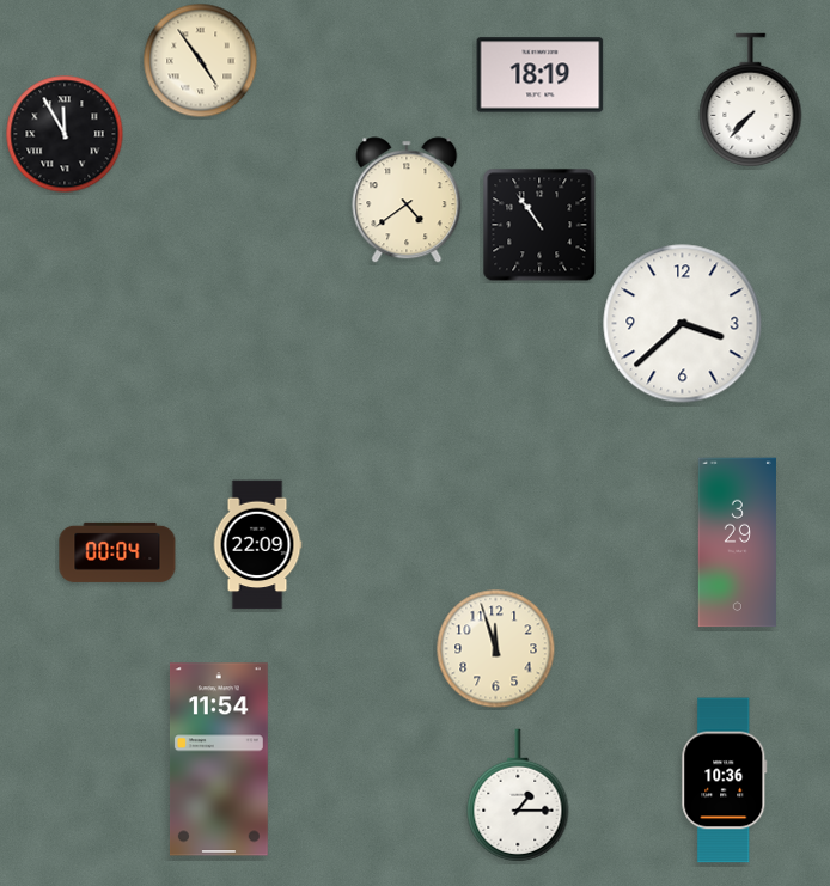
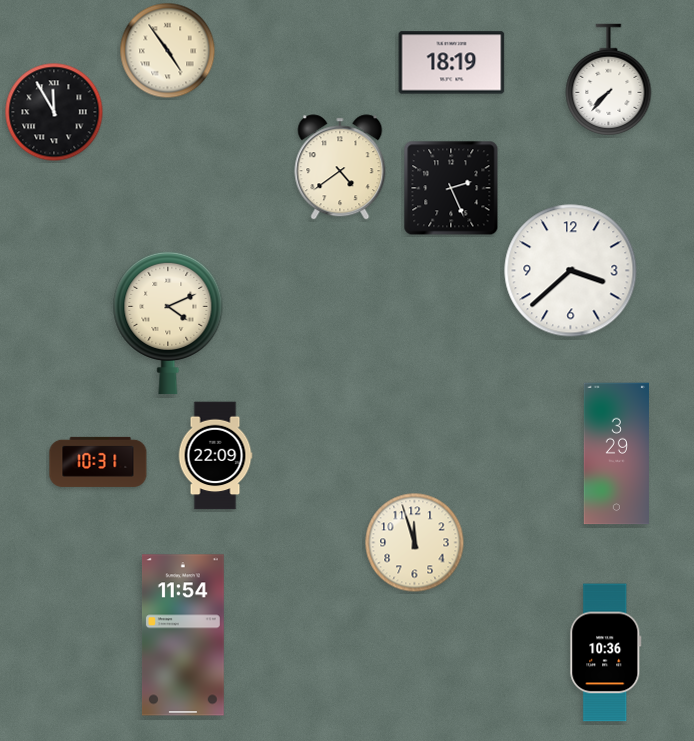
clock at (751, 100) position: (751, 100) -> (609, 80)
clock at (539, 225): 10:54 -> 2:26
clock at (168, 323): none -> 4:11
clock at (117, 552): 00:04 -> 10:31
clock at (518, 795): 1:15 -> none
